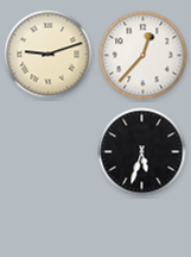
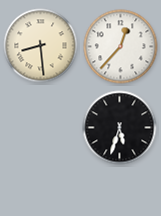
clock at (49, 55): 9:12 -> 8:29
